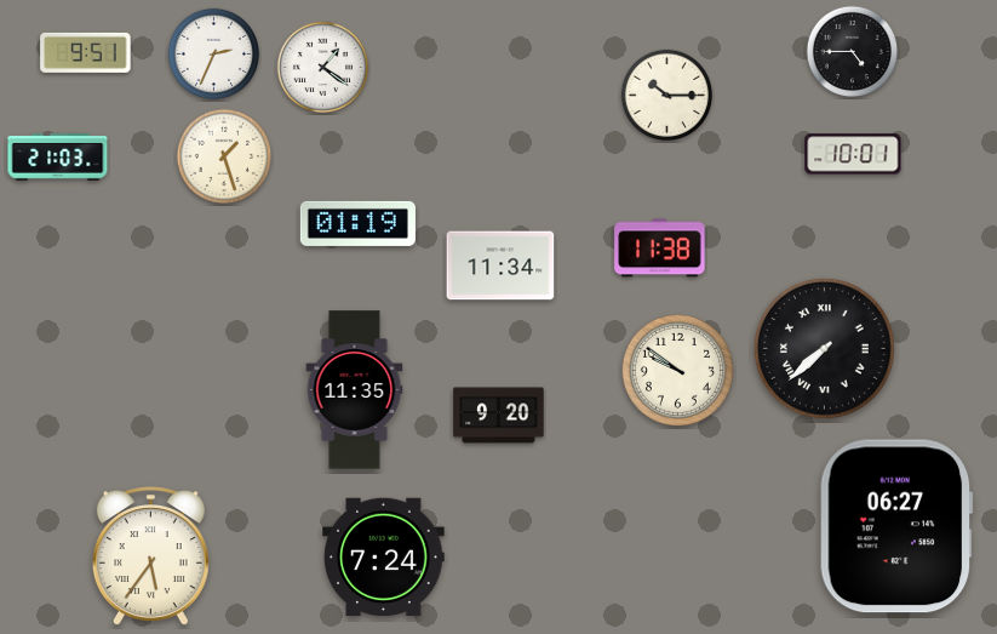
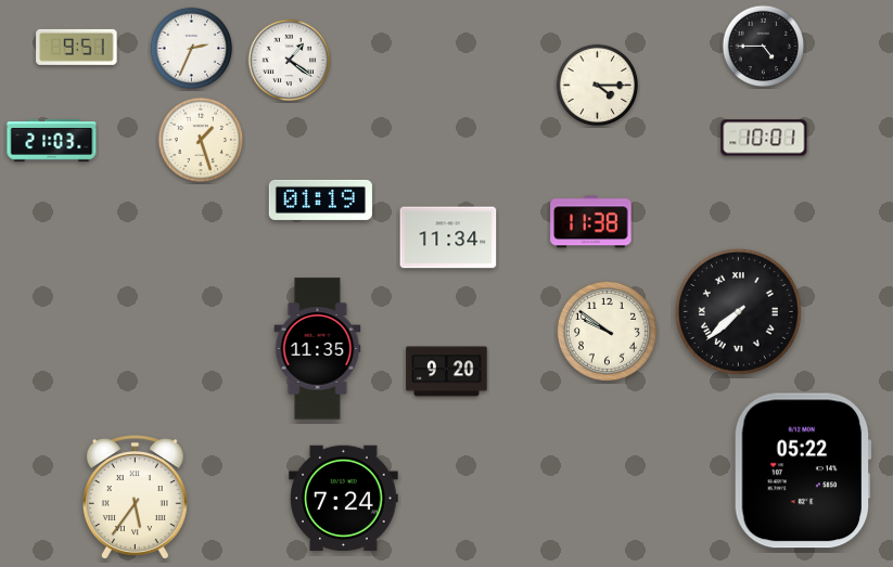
clock at (667, 96): 10:15 -> 4:15
clock at (896, 526): 06:27 -> 05:22
